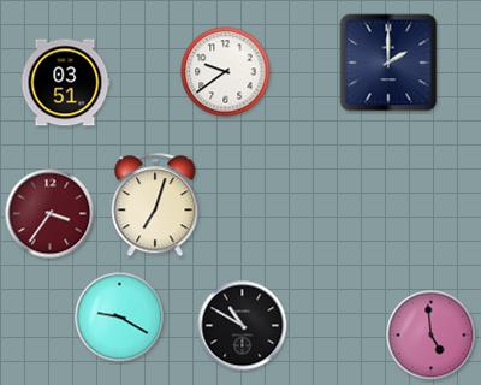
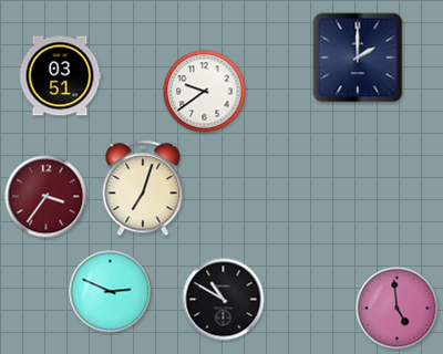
clock at (226, 72) position: (226, 72) -> (205, 92)
clock at (120, 318): 9:20 -> 2:49
